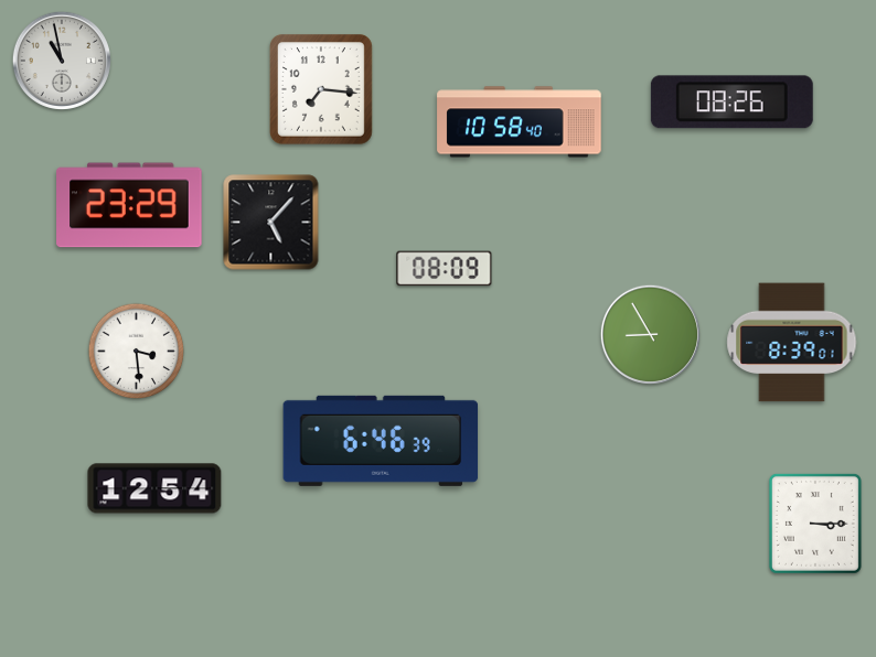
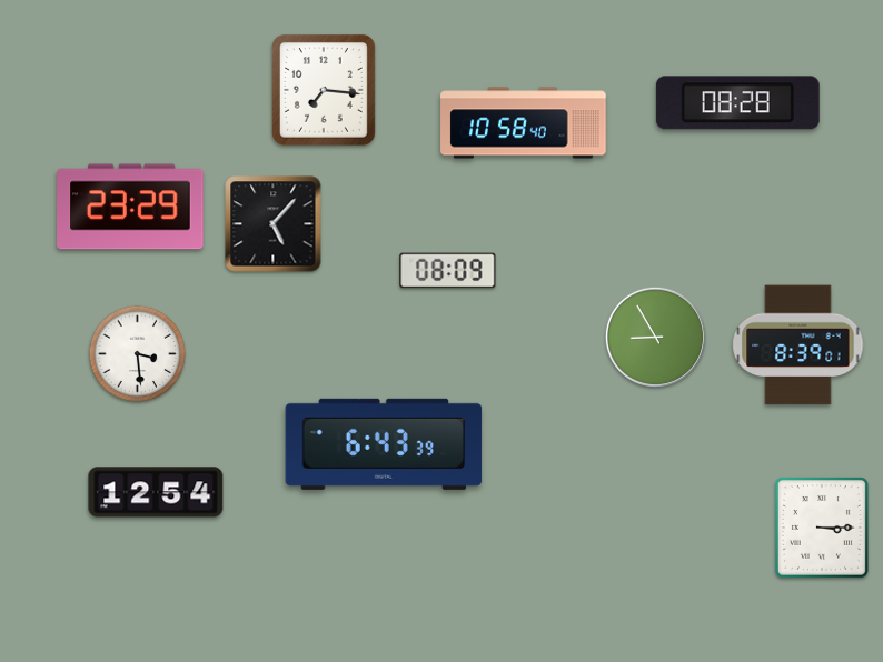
clock at (61, 60): 10:58 -> none
clock at (731, 103): 08:26 -> 08:28
clock at (381, 441): 6:46 -> 6:43
